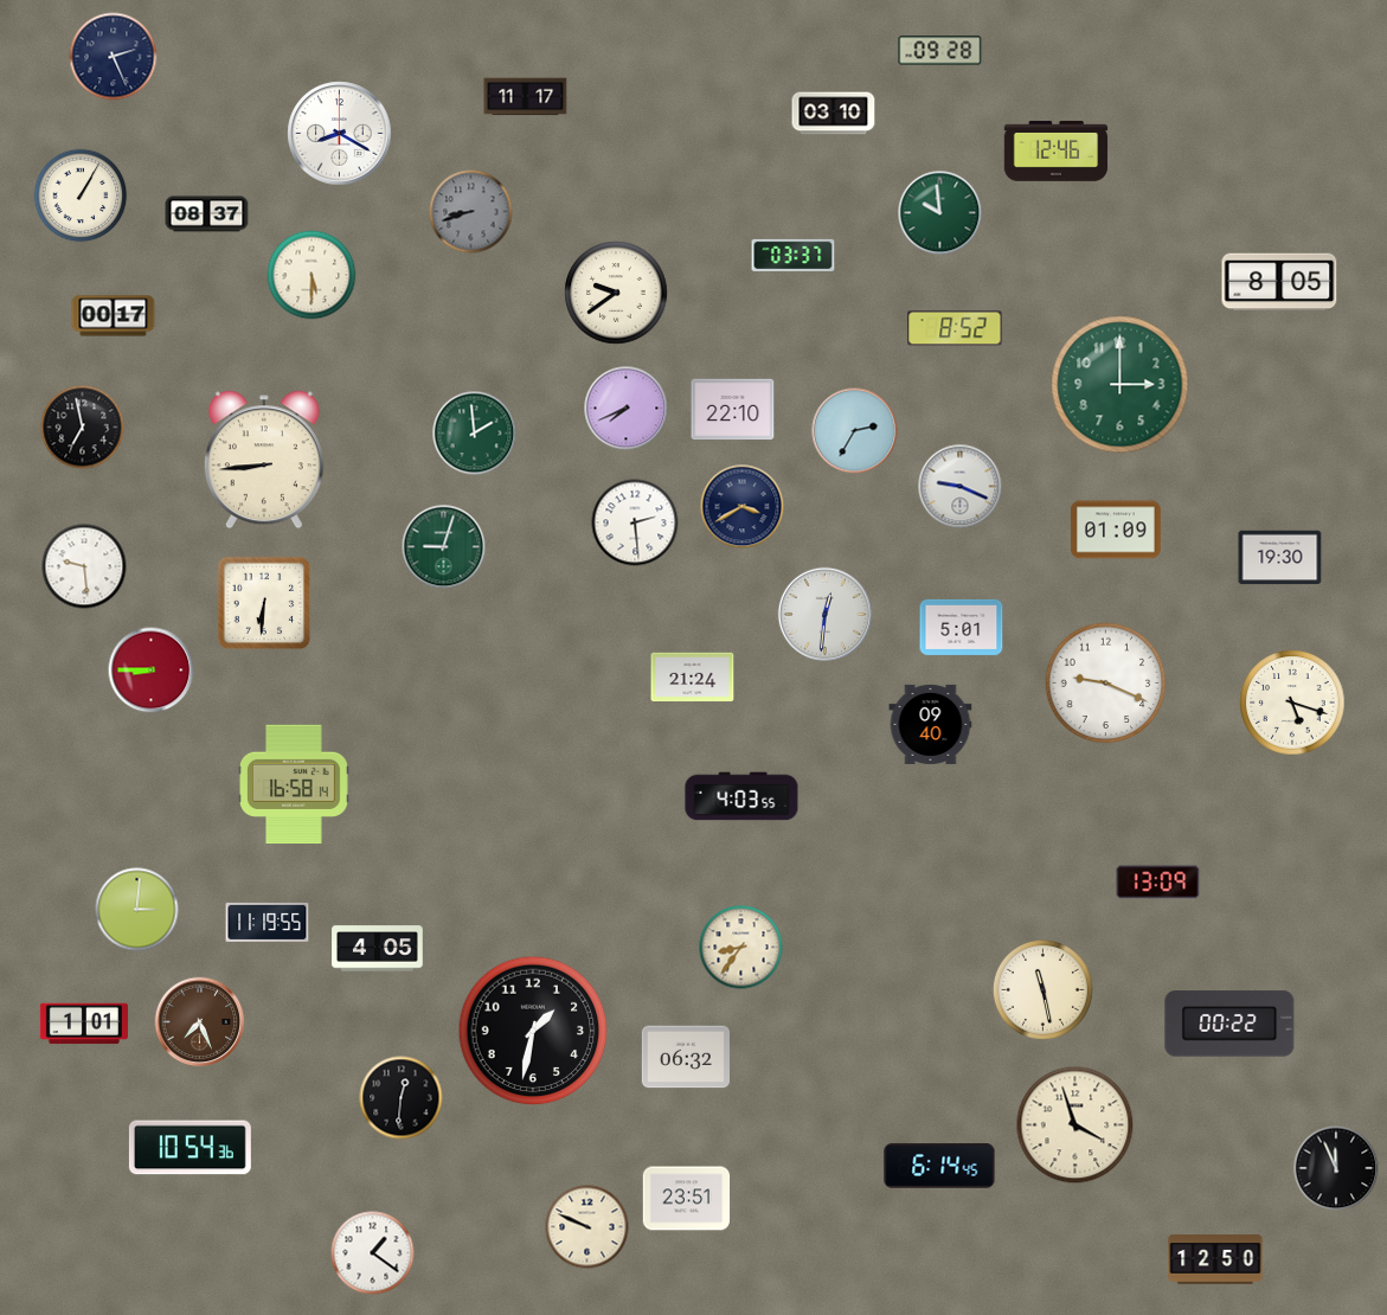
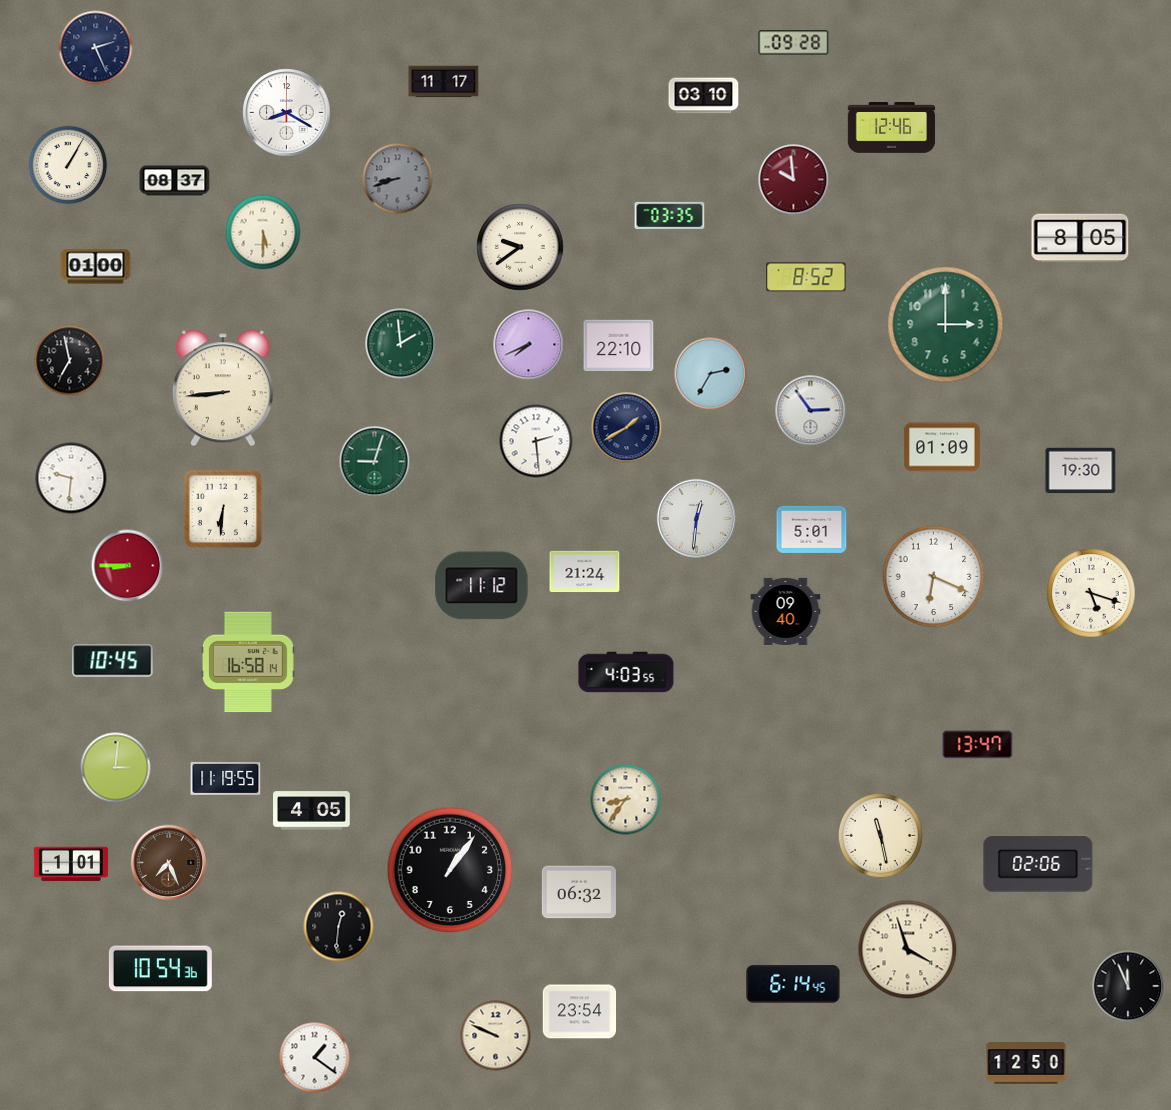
clock at (940, 213) dial: green -> burgundy
clock at (794, 255): 03:37 -> 03:35
clock at (114, 316): 00:17 -> 01:00
clock at (855, 431) position: (855, 431) -> (711, 374)
clock at (475, 434) position: (475, 434) -> (401, 344)
clock at (961, 487): 9:19 -> 2:54
clock at (743, 507): 3:40 -> 1:40
clock at (84, 566): 9:29 -> 9:31
clock at (1106, 684): 9:19 -> 6:19
clock at (482, 586): none -> 11:12
clock at (113, 661): none -> 10:45
clock at (1158, 883): 13:09 -> 13:47
clock at (378, 949) position: (378, 949) -> (312, 811)
clock at (1229, 1024): 00:22 -> 02:06
clock at (533, 1031): 1:32 -> 1:06
clock at (687, 1199): 23:51 -> 23:54
